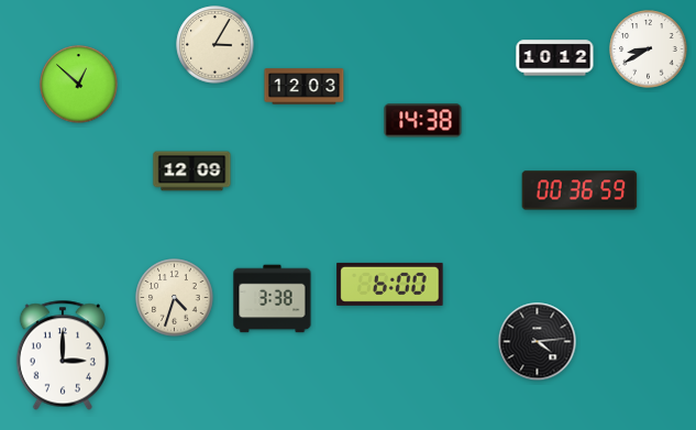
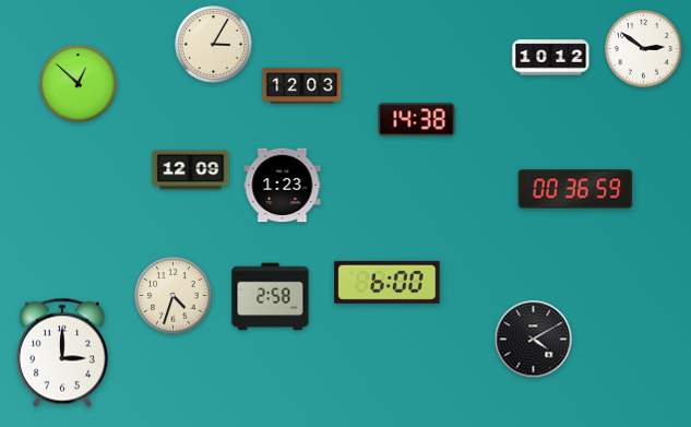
clock at (649, 49): 8:40 -> 2:51
clock at (423, 121) position: (423, 121) -> (417, 120)
clock at (283, 186): none -> 1:23
clock at (273, 299): 3:38 -> 2:58
clock at (538, 342): 4:14 -> 4:10
